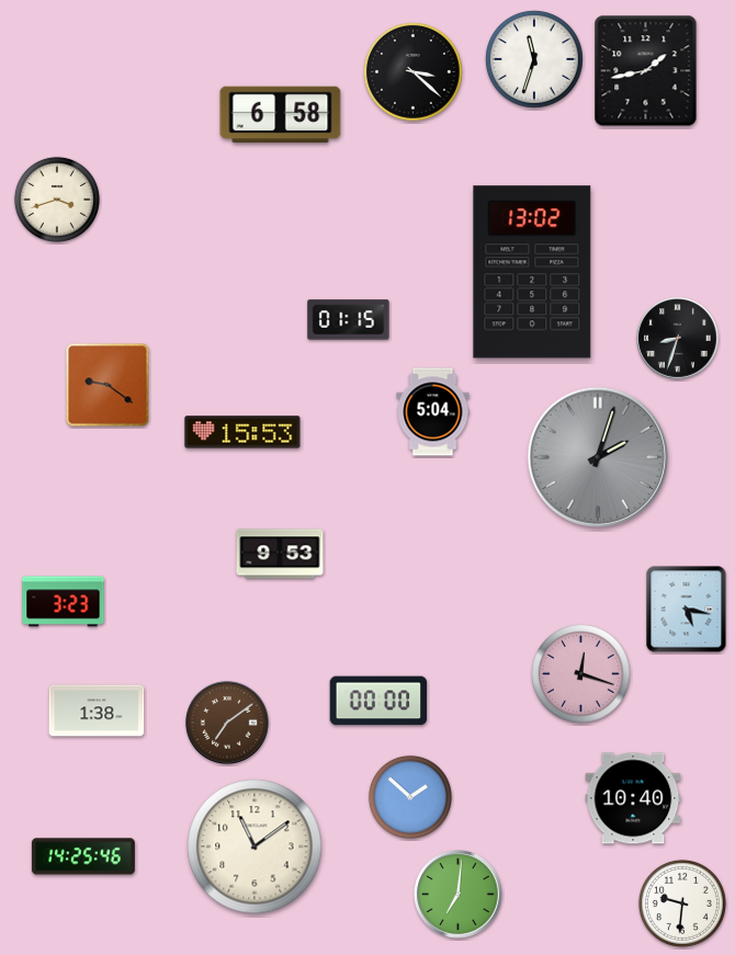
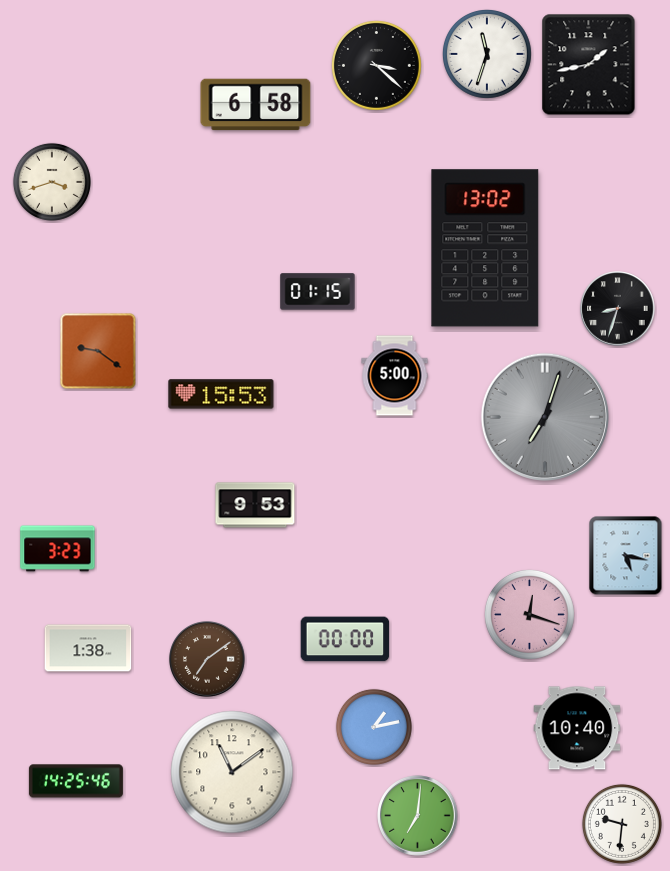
clock at (433, 412): 5:04 -> 5:00
clock at (598, 457): 2:03 -> 7:03
clock at (410, 797): 1:52 -> 1:13
